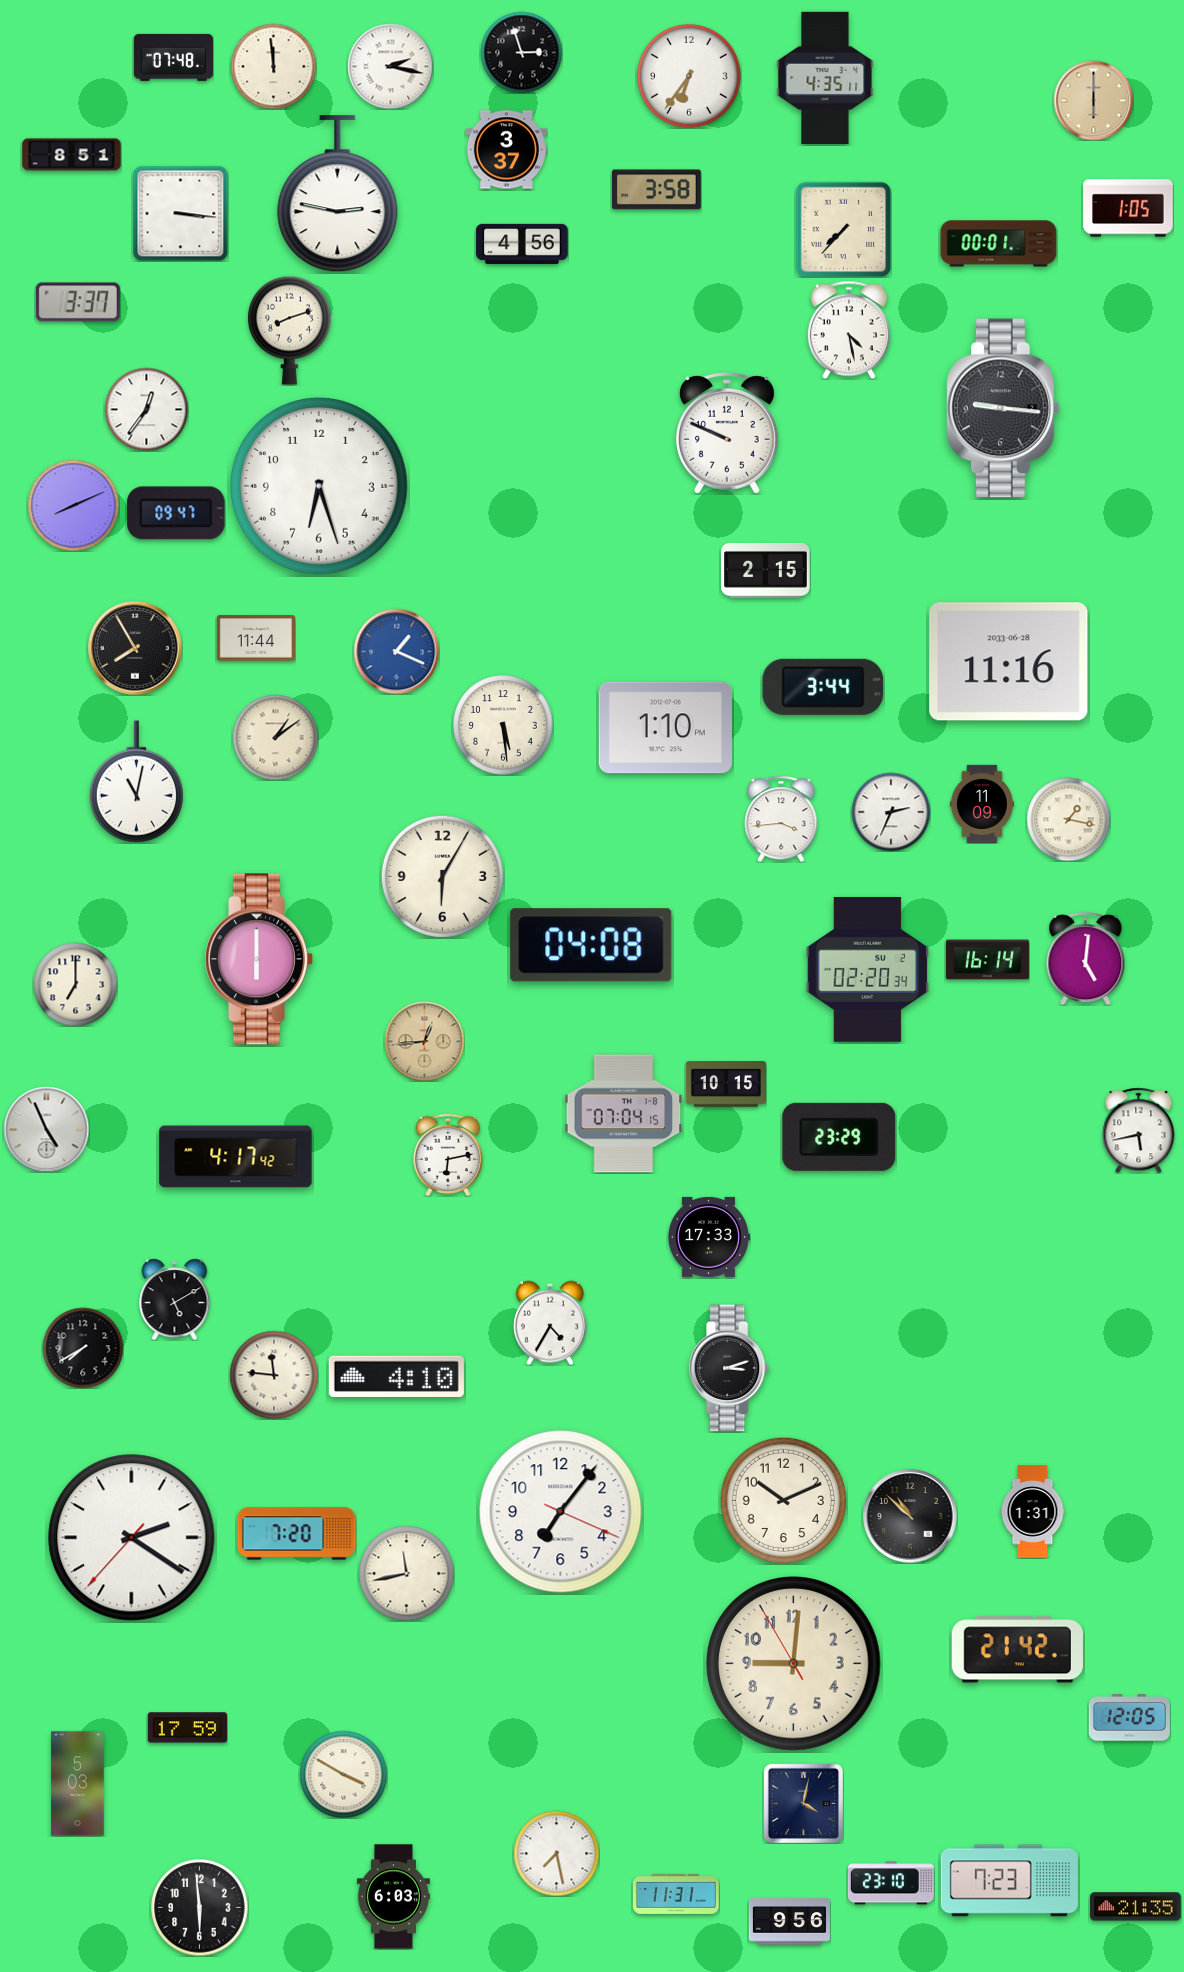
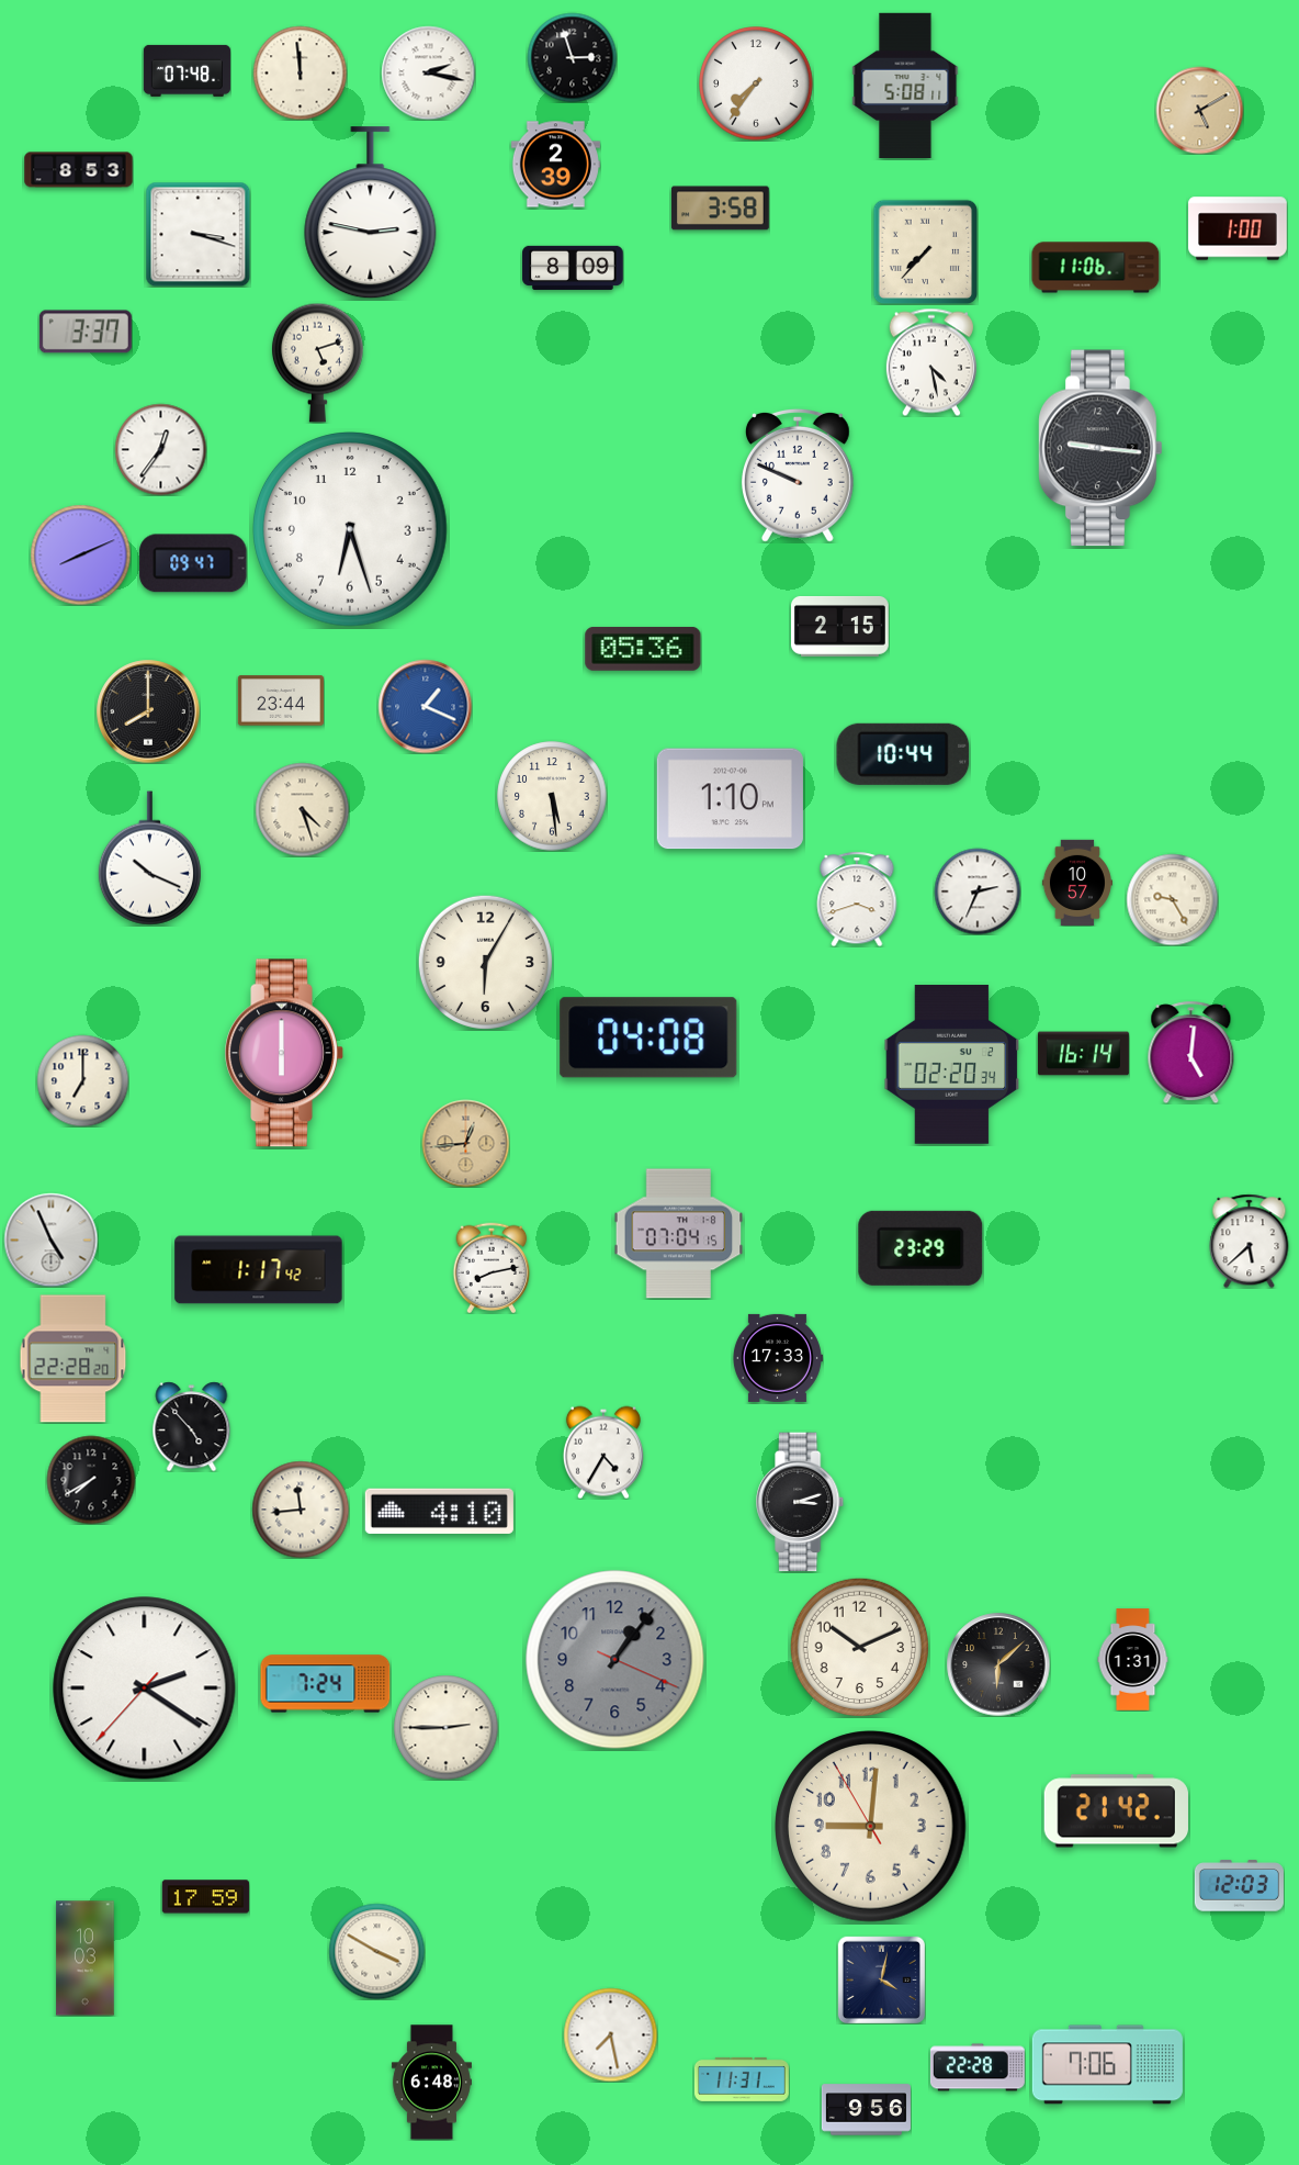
clock at (173, 57) position: (173, 57) -> (187, 70)
clock at (689, 76): 6:36 -> 7:36
clock at (825, 77): 4:35 -> 5:08
clock at (1093, 100): 6:00 -> 5:10
clock at (506, 150): 3:37 -> 2:39
clock at (72, 155): 8:51 -> 8:53
clock at (1128, 208): 1:05 -> 1:00
clock at (180, 213): 3:16 -> 3:18
clock at (522, 244): 4:56 -> 8:09
clock at (999, 244): 00:01 -> 11:06
clock at (289, 330): 8:12 -> 5:12
clock at (320, 487) position: (320, 487) -> (351, 530)
clock at (643, 649): none -> 05:36
clock at (255, 638): 11:44 -> 23:44
clock at (135, 648): 7:55 -> 8:00
clock at (396, 651) position: (396, 651) -> (425, 706)
clock at (1009, 662): 11:16 -> none
clock at (823, 687): 3:44 -> 10:44
clock at (275, 737): 1:09 -> 4:27
clock at (136, 782): 11:02 -> 10:19
clock at (982, 803): 11:09 -> 10:57
clock at (781, 819): 3:44 -> 3:42
clock at (1068, 819): 1:17 -> 9:25
clock at (726, 1084): 10:15 -> none
clock at (624, 1114) position: (624, 1114) -> (679, 1234)
clock at (1139, 1130): 5:43 -> 5:38
clock at (448, 1155): 6:13 -> 8:13
clock at (236, 1157): 4:17 -> 1:17
clock at (74, 1359): none -> 22:28
clock at (175, 1299): 5:10 -> 4:53
clock at (274, 1375): 11:46 -> 11:44
clock at (396, 1376) position: (396, 1376) -> (439, 1511)
clock at (561, 1512): 7:06 -> 1:06
clock at (561, 1512) dial: white -> grey
clock at (910, 1516): 10:52 -> 6:08
clock at (297, 1534): 7:20 -> 7:24
clock at (406, 1573): 11:43 -> 2:45
clock at (1129, 1718): 12:05 -> 12:03
clock at (343, 1774) position: (343, 1774) -> (376, 1951)
clock at (78, 1784): 5:03 -> 10:03
clock at (1009, 1881): 7:23 -> 7:06
clock at (891, 1883): 23:10 -> 22:28
clock at (393, 1897): 6:03 -> 6:48
clock at (1136, 1907): 21:35 -> none
clock at (200, 1908): 5:59 -> none
